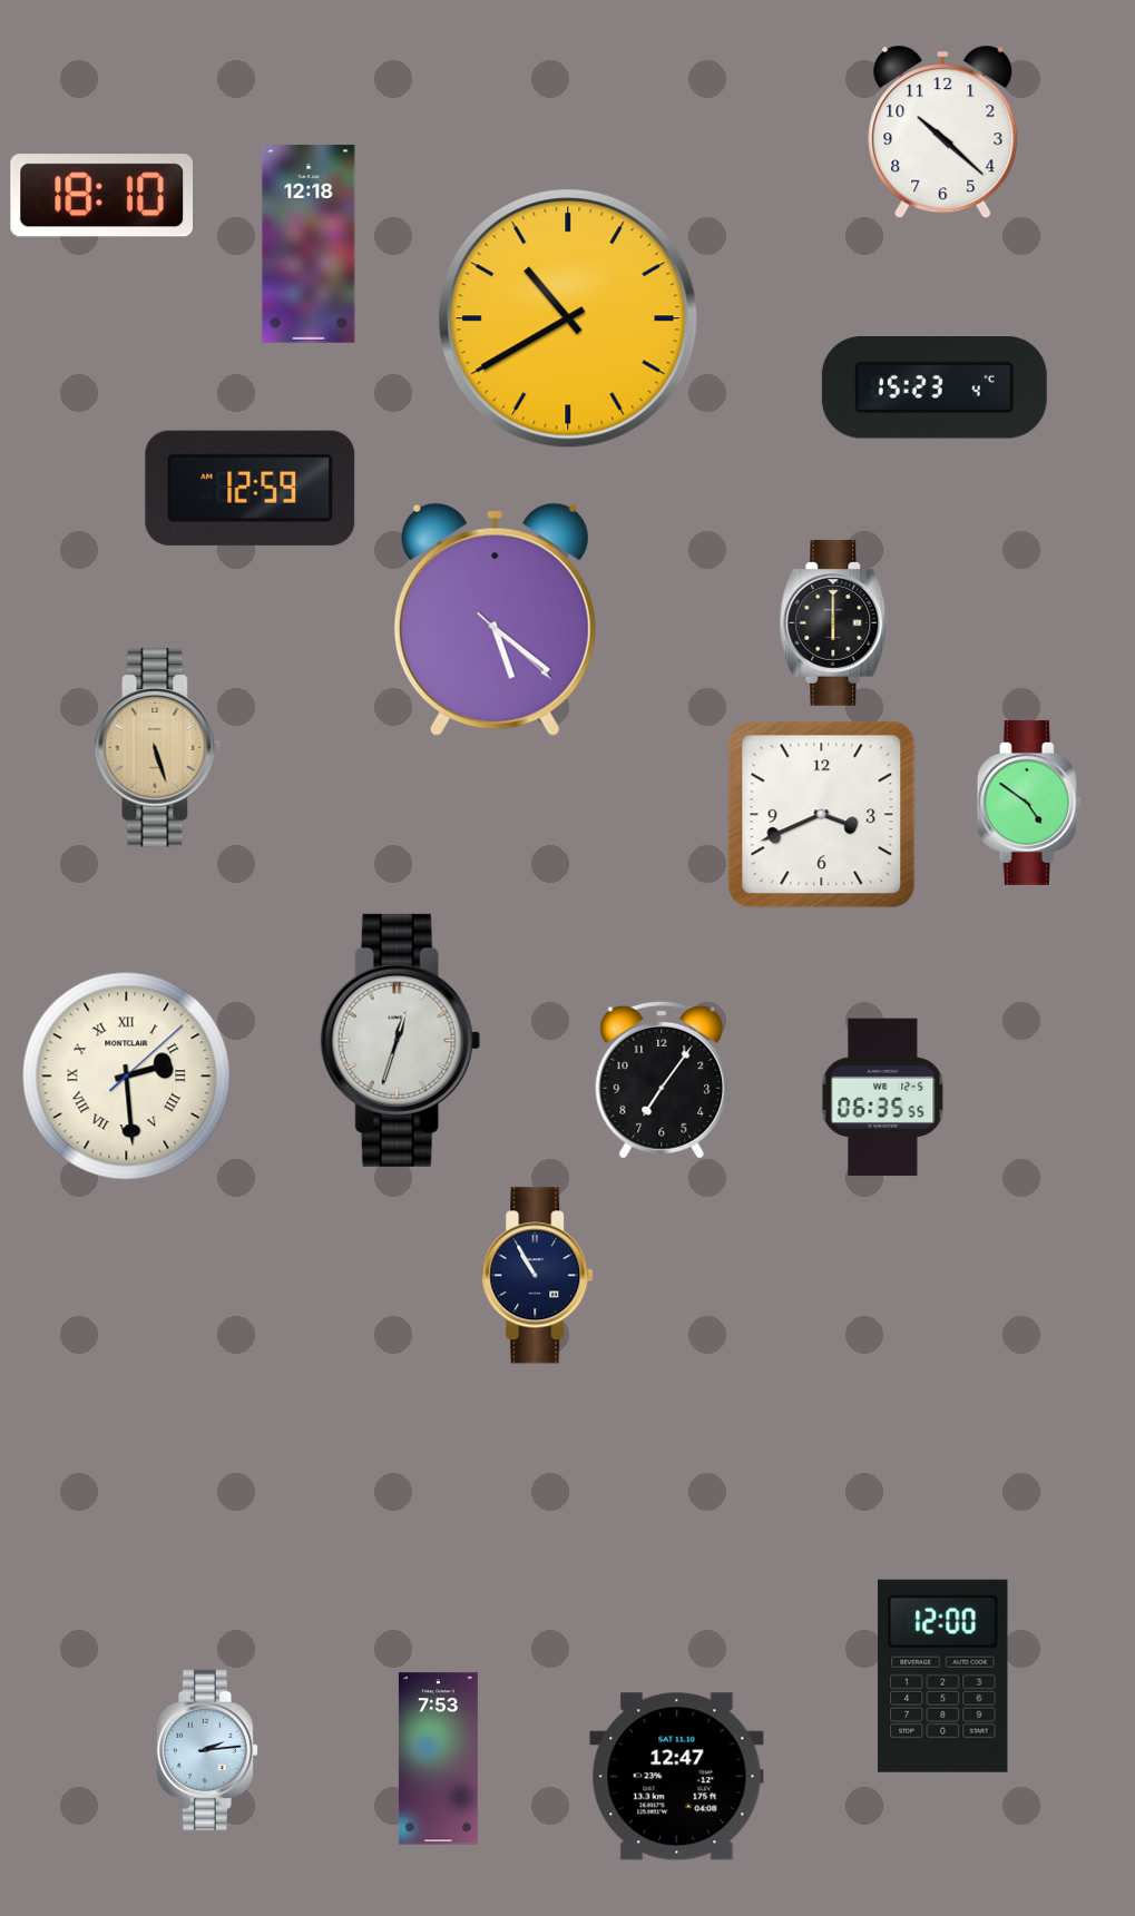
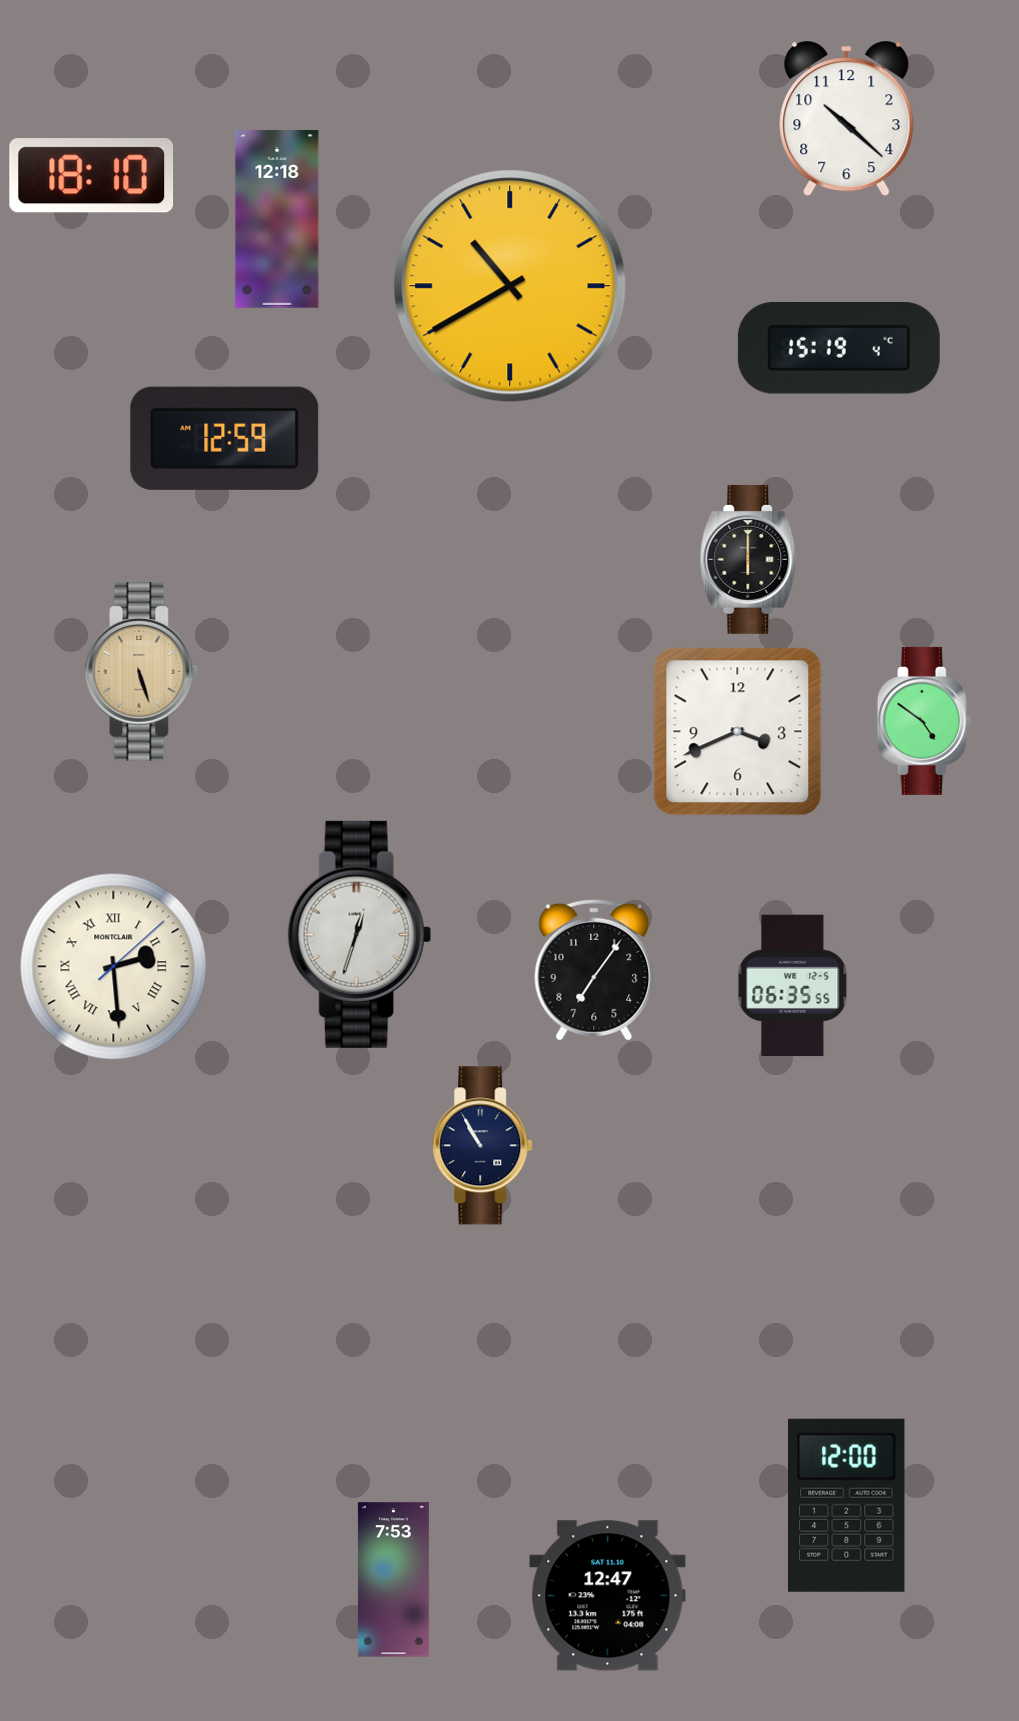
clock at (935, 389): 15:23 -> 15:19
clock at (495, 620): 5:21 -> none
clock at (207, 1750): 2:14 -> none
